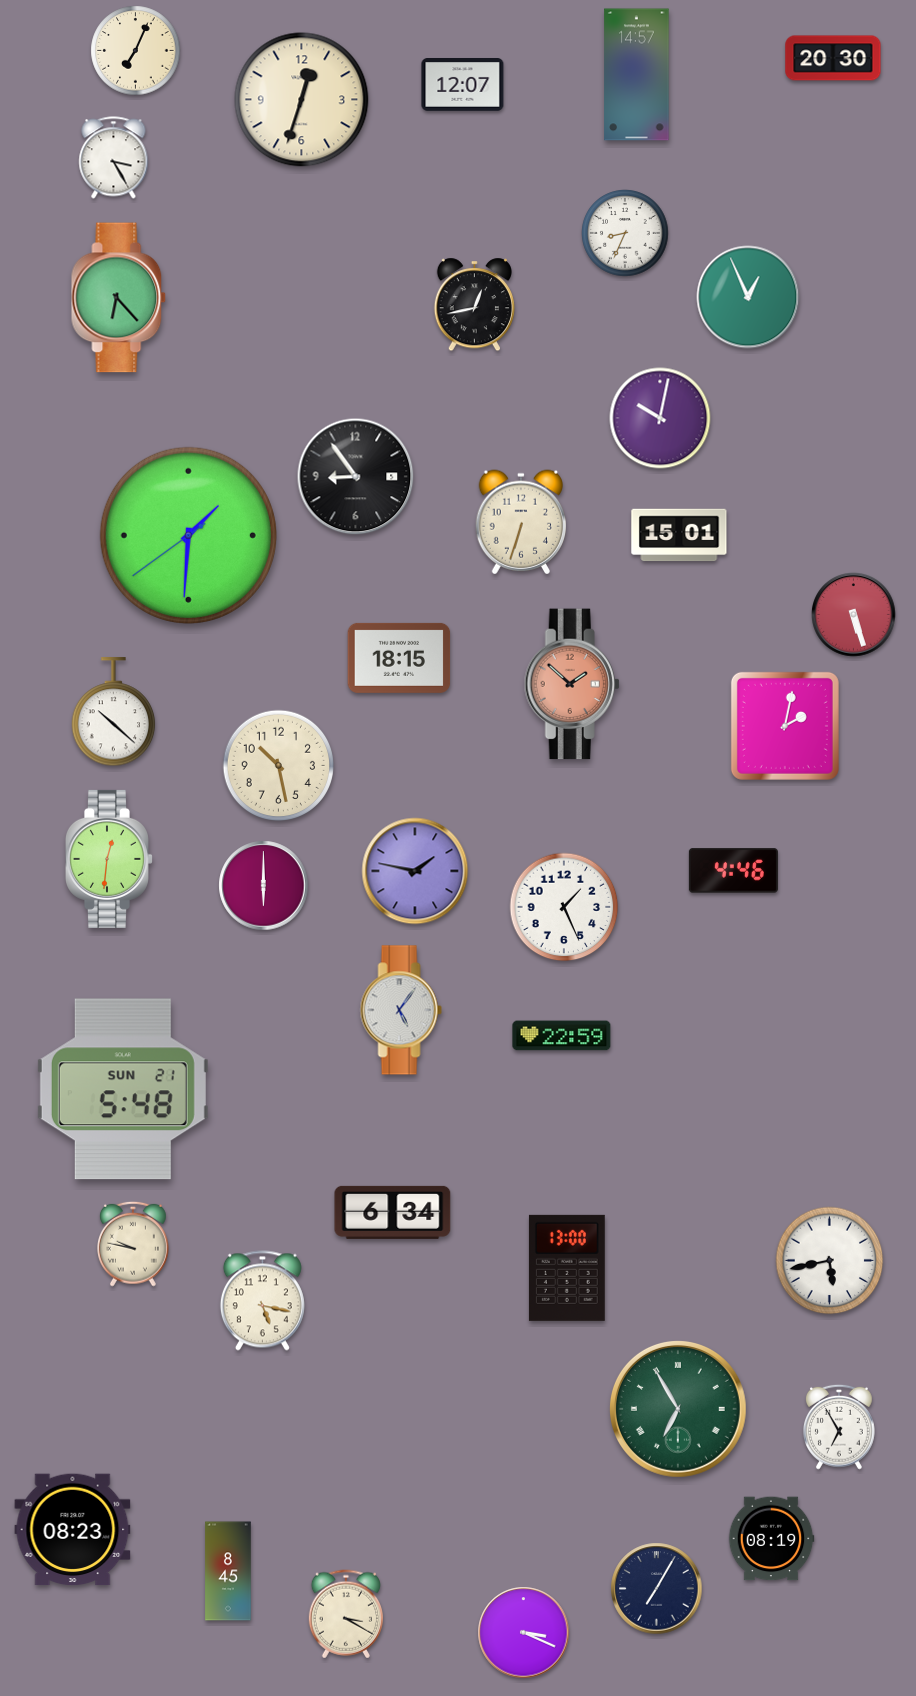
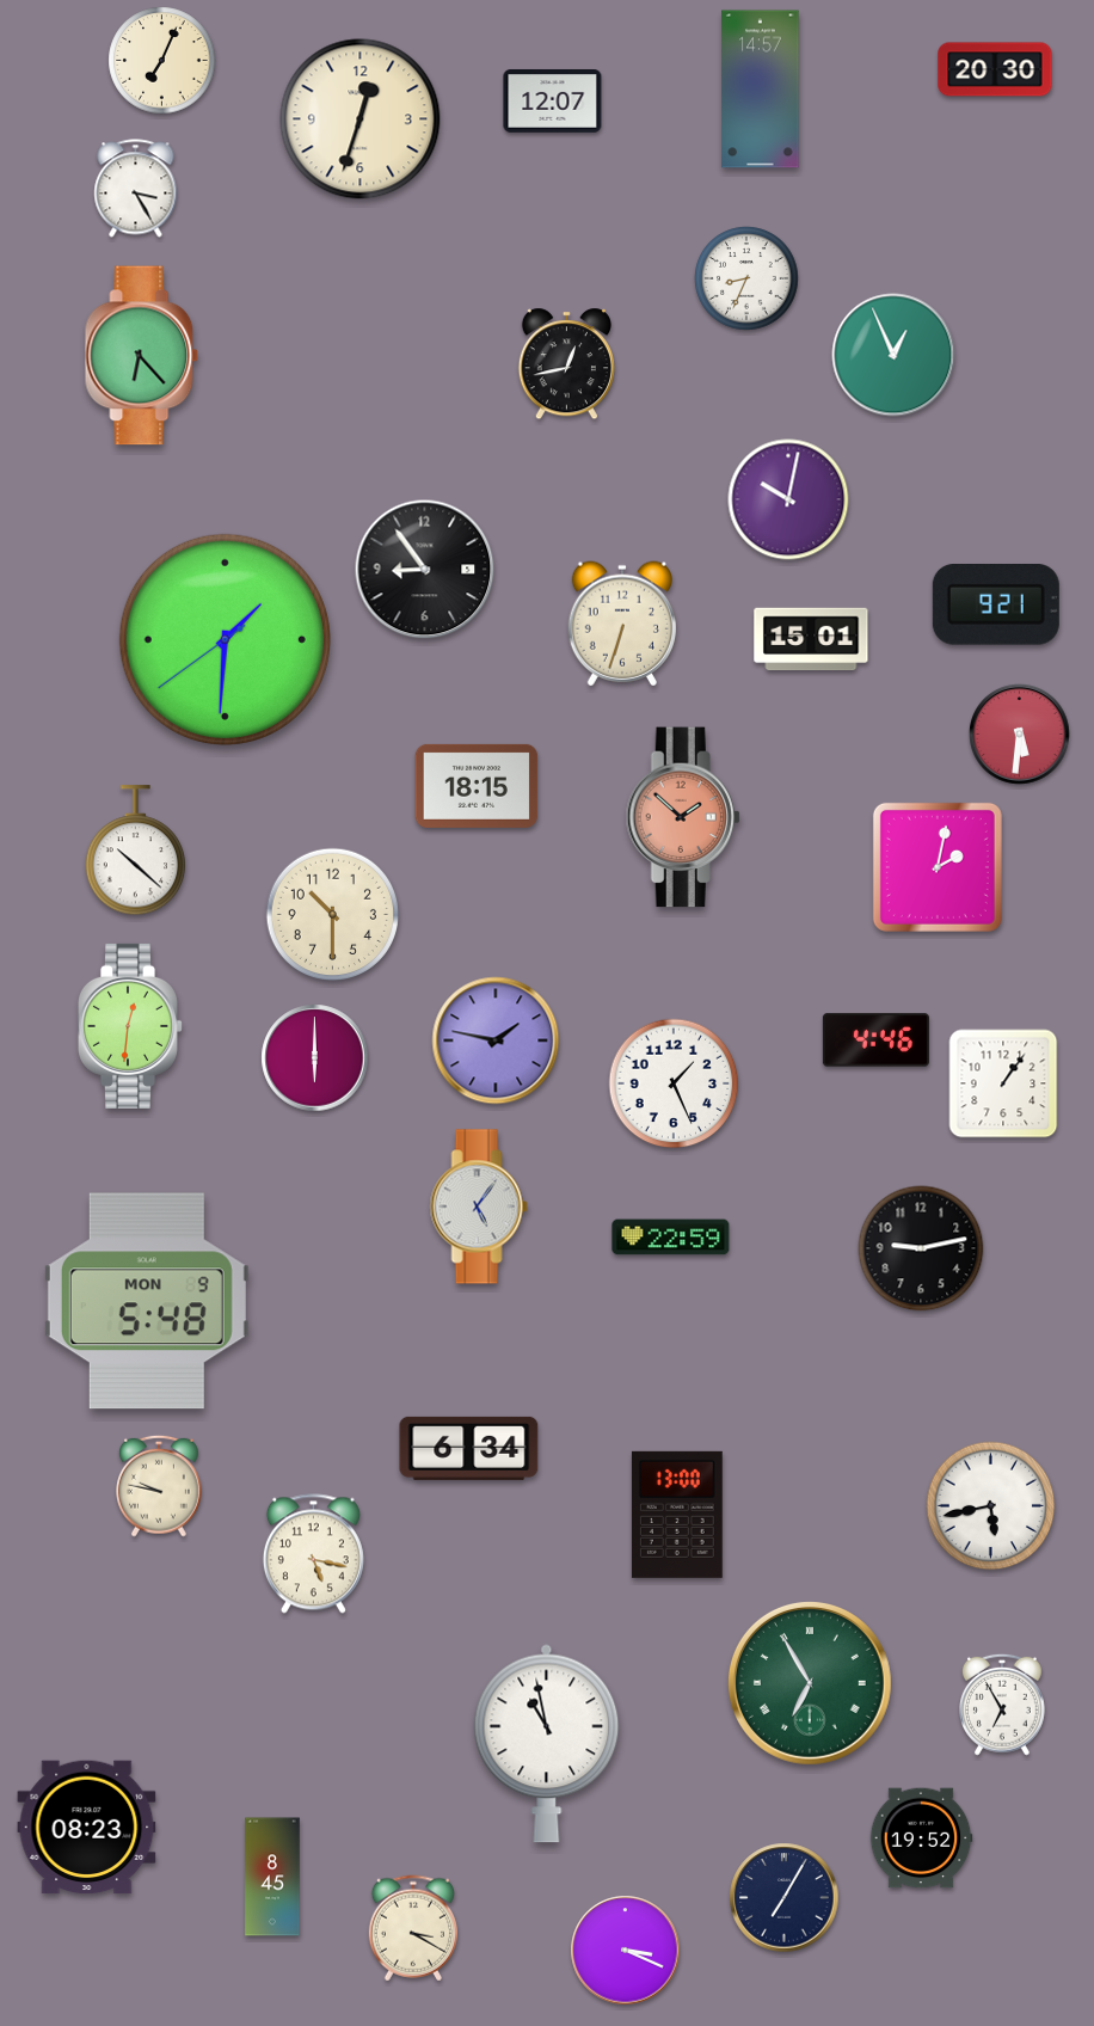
clock at (996, 604): none -> 9:21
clock at (854, 615): 5:27 -> 5:31
clock at (279, 766): 10:28 -> 10:30
clock at (1003, 1083): none -> 1:06
clock at (921, 1248): none -> 9:13
clock at (123, 1089) date: SUN 21 -> MON 9
clock at (547, 1743): none -> 10:58
clock at (771, 1539): 08:19 -> 19:52
